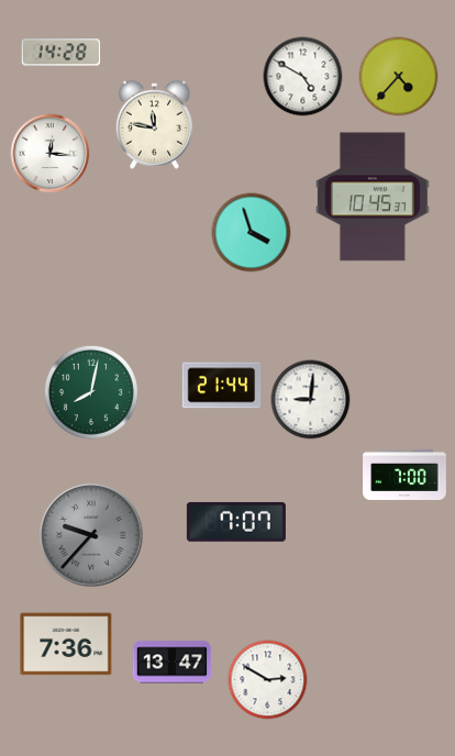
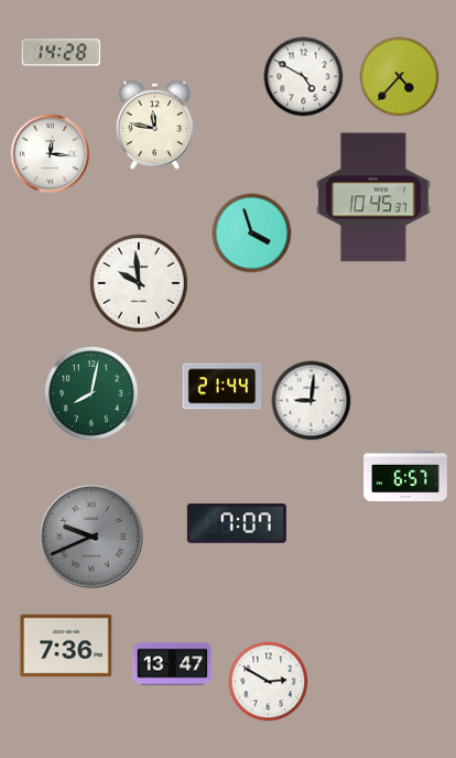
clock at (139, 283): none -> 9:59
clock at (404, 475): 7:00 -> 6:57
clock at (91, 535): 9:37 -> 9:41
